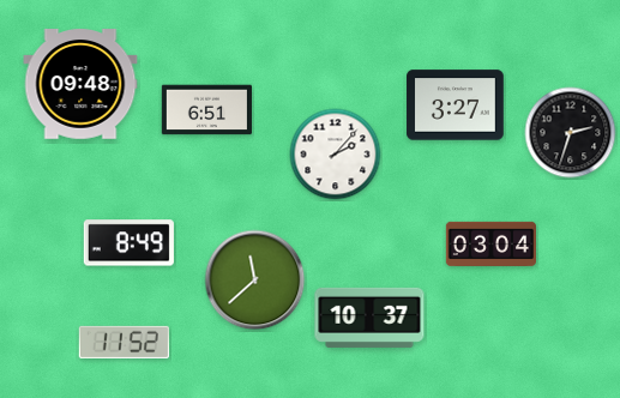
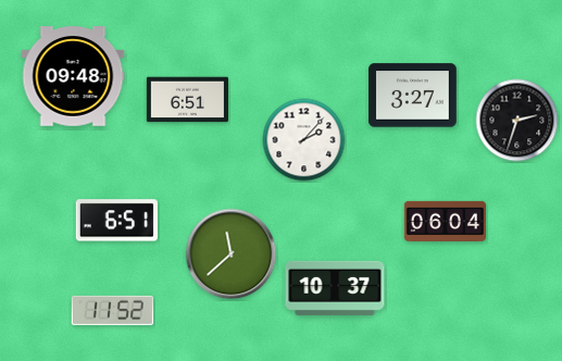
clock at (128, 243): 8:49 -> 6:51
clock at (490, 243): 03:04 -> 06:04
